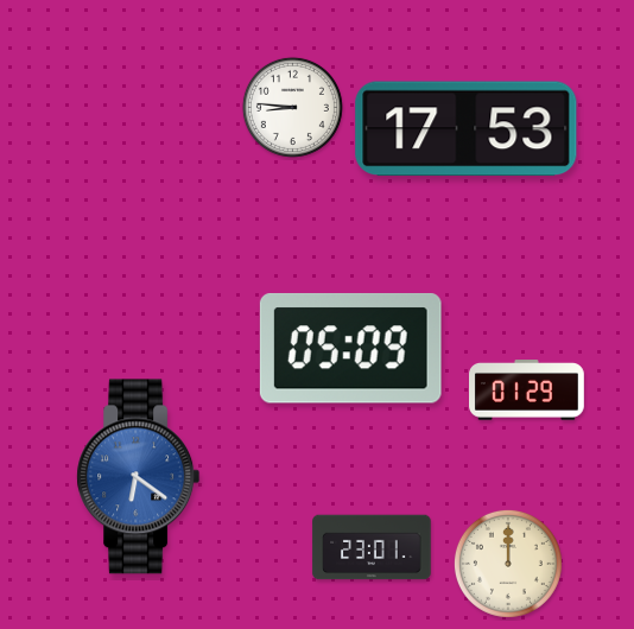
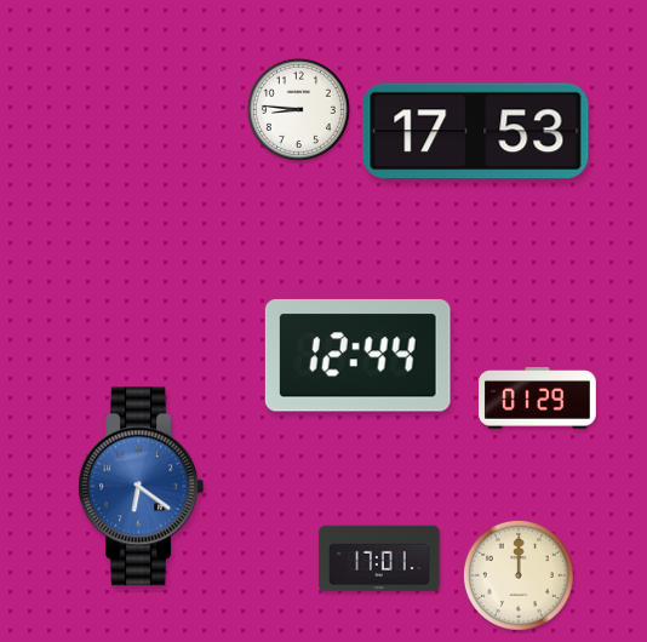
clock at (350, 348): 05:09 -> 12:44
clock at (372, 547): 23:01 -> 17:01
